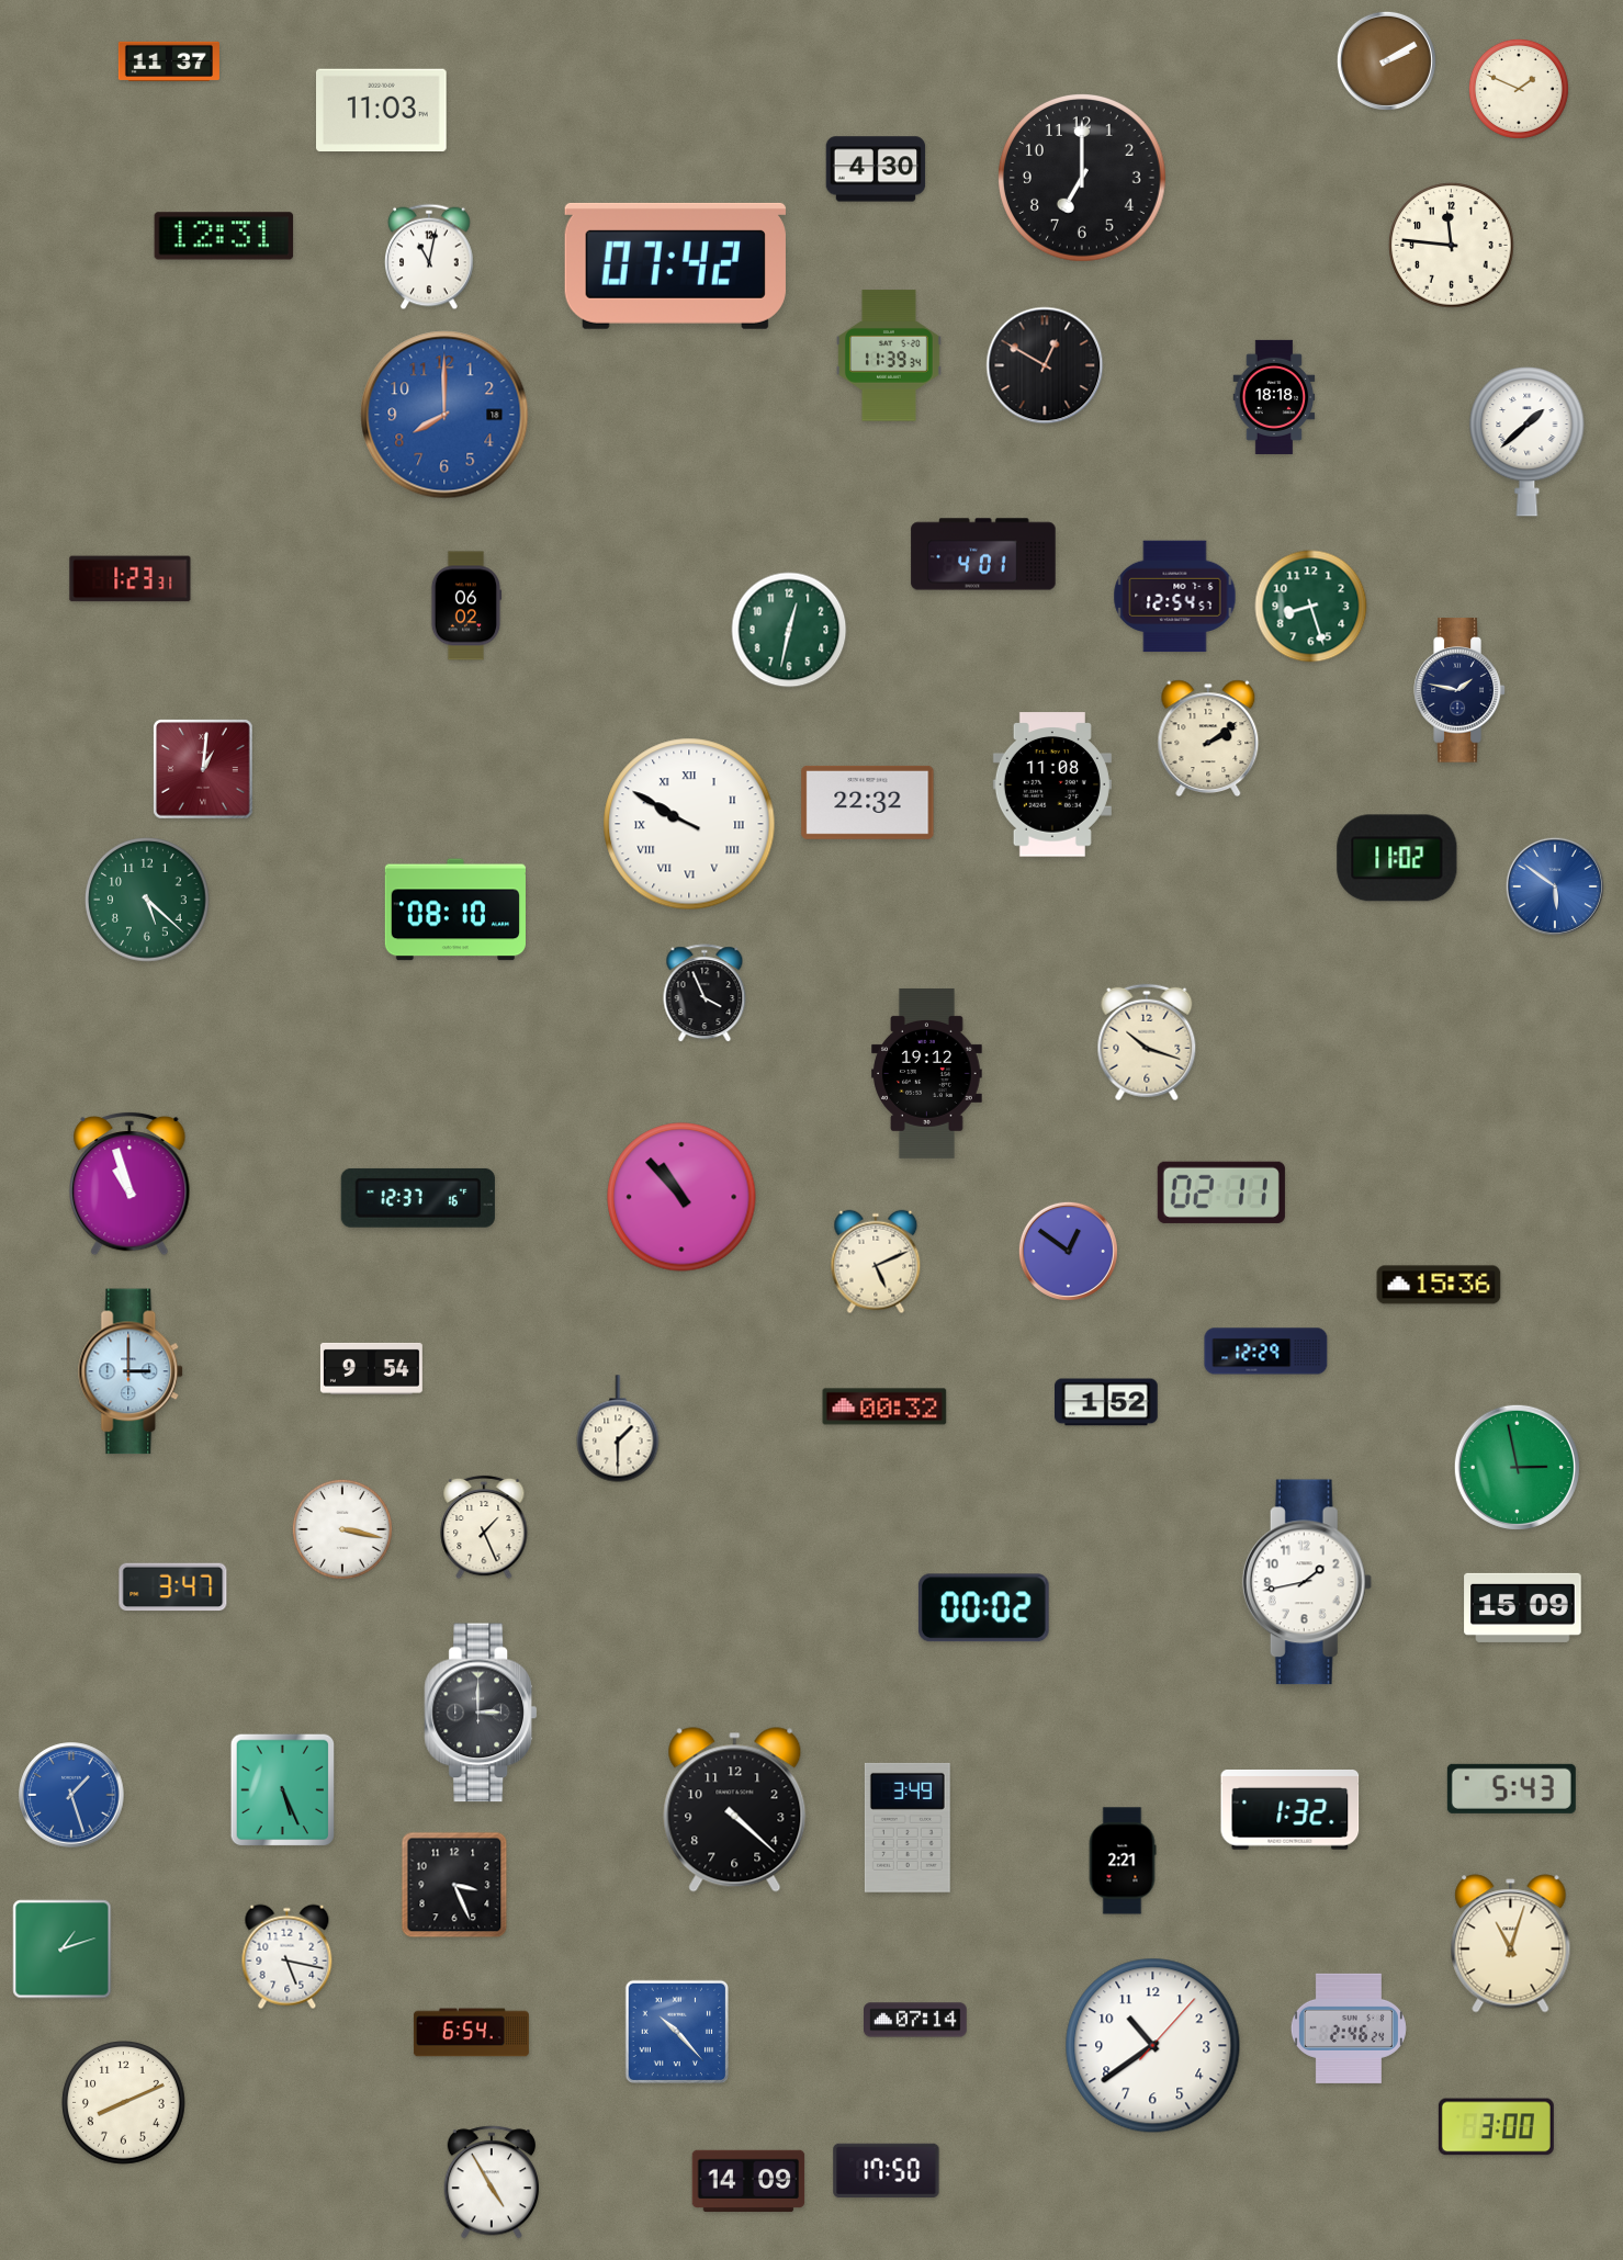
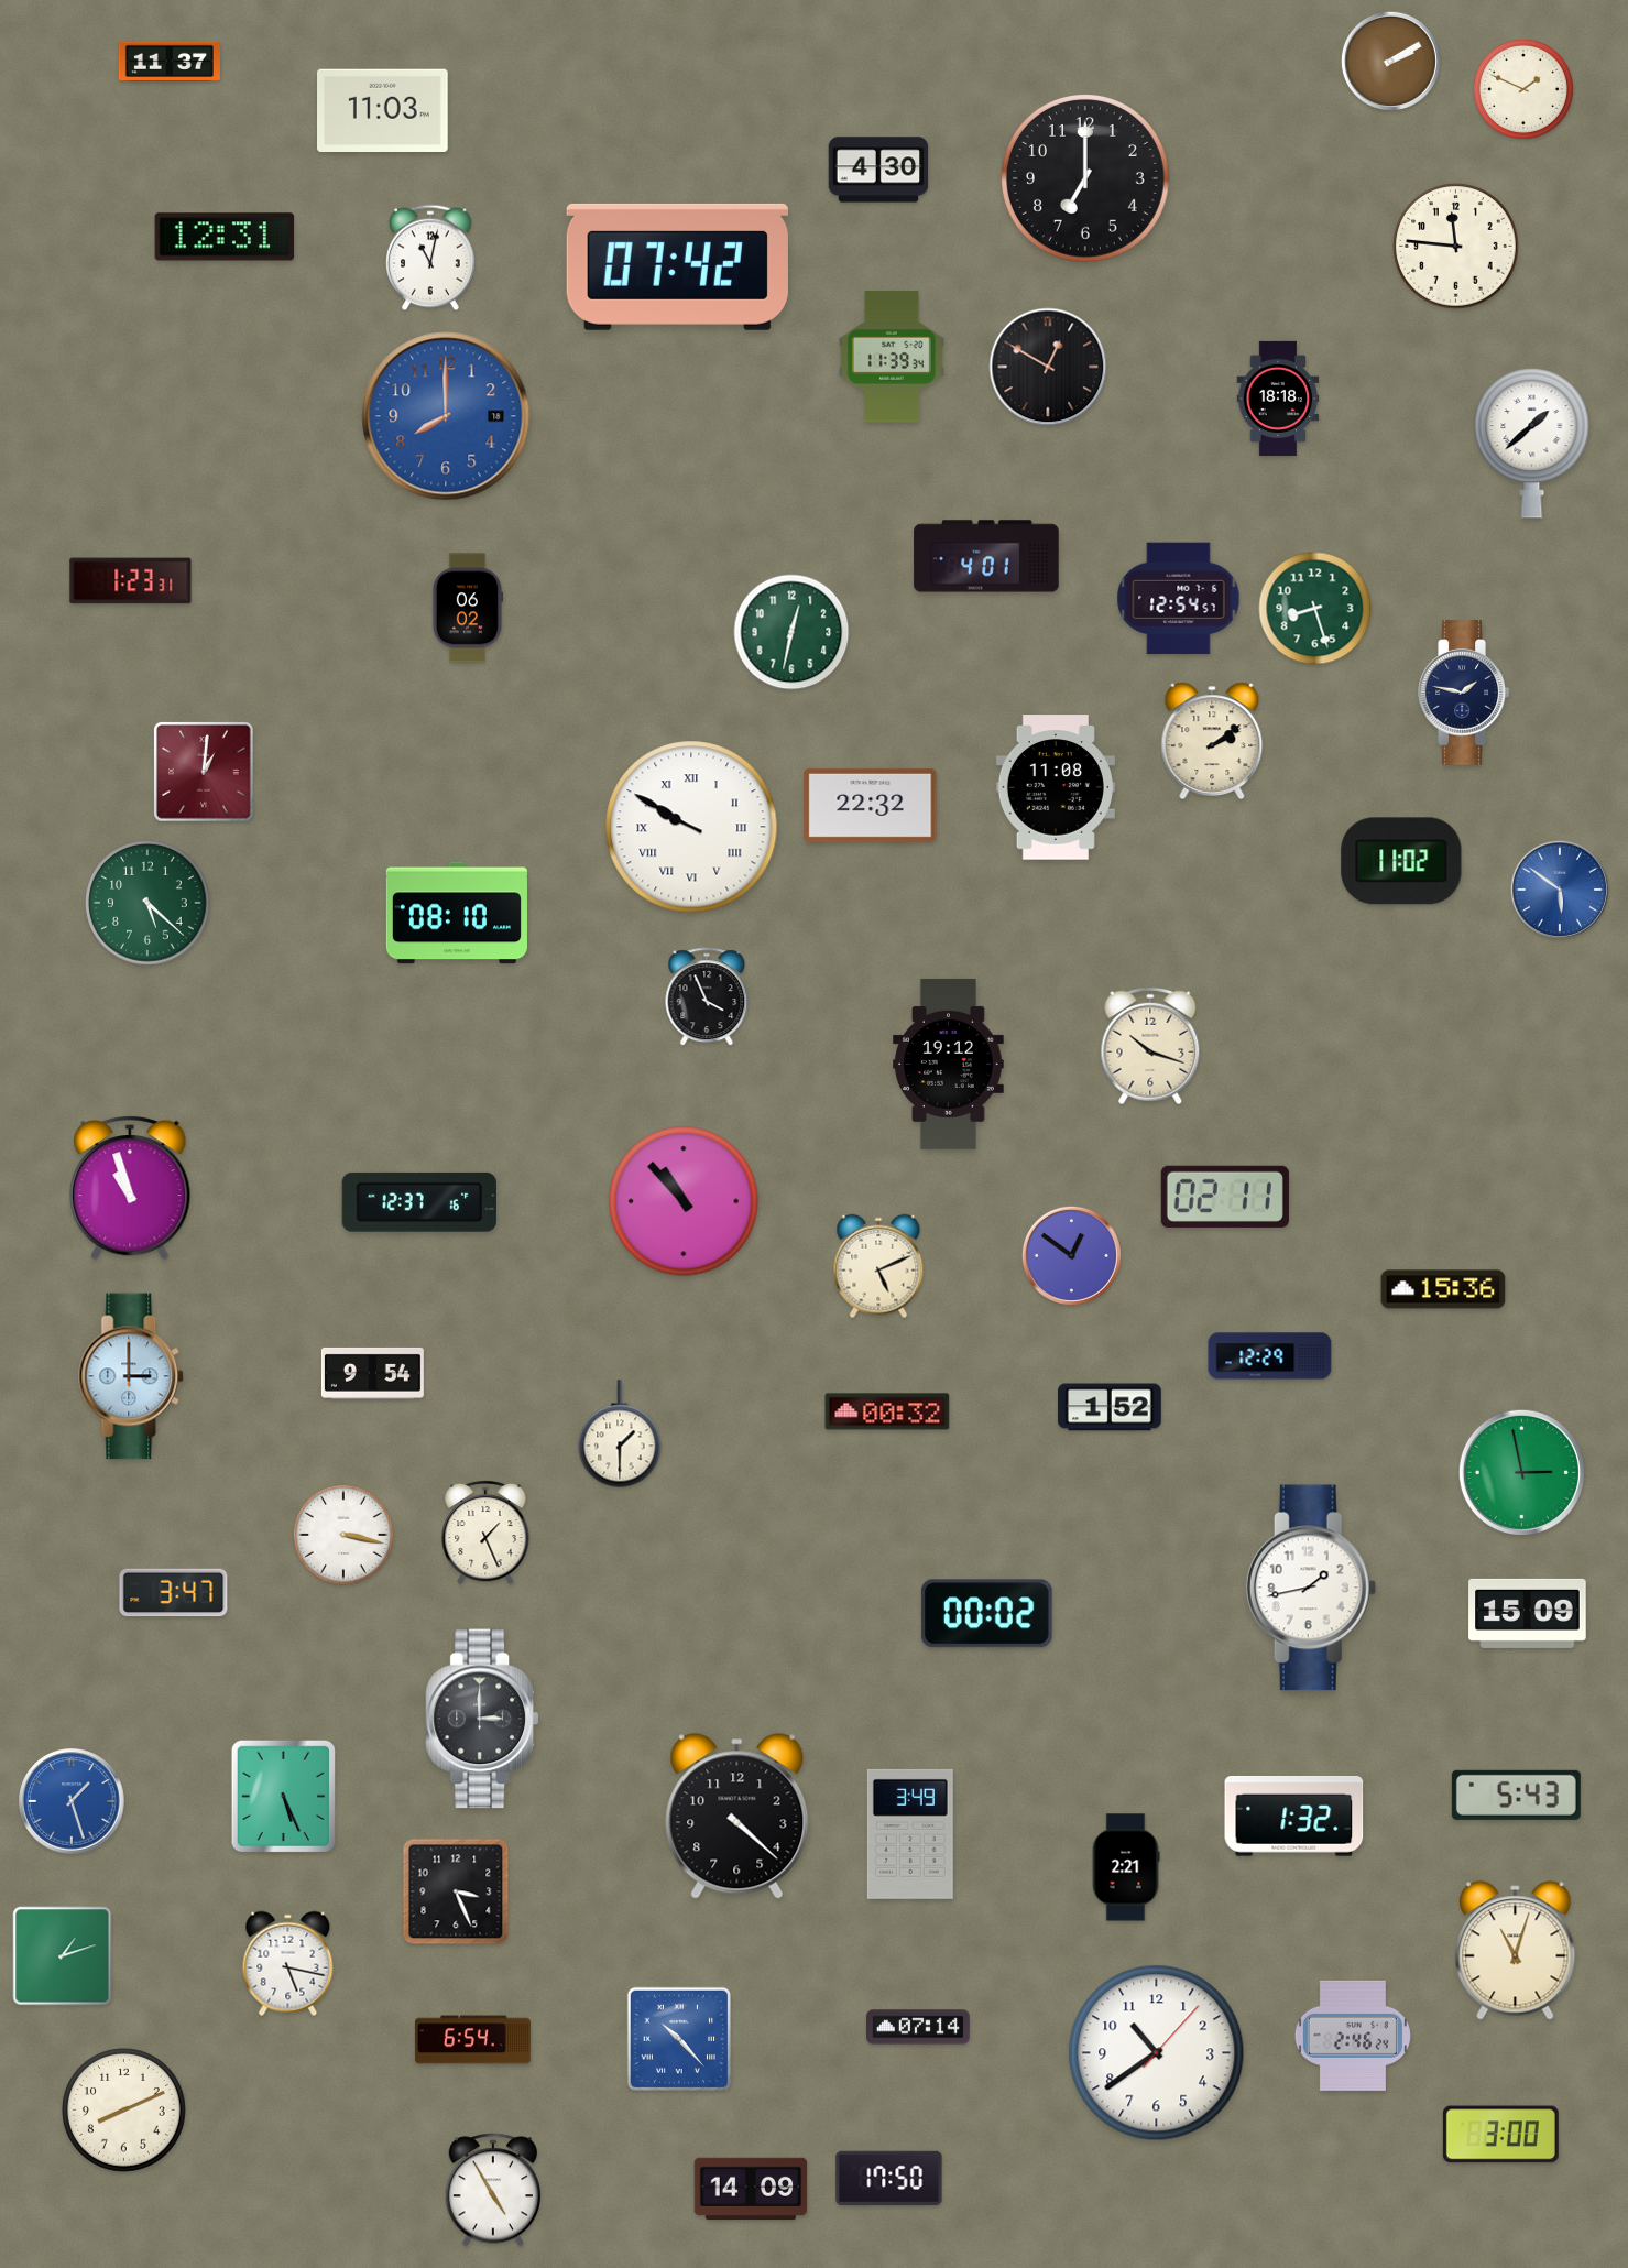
clock at (927, 1073) position: (927, 1073) -> (949, 1064)
